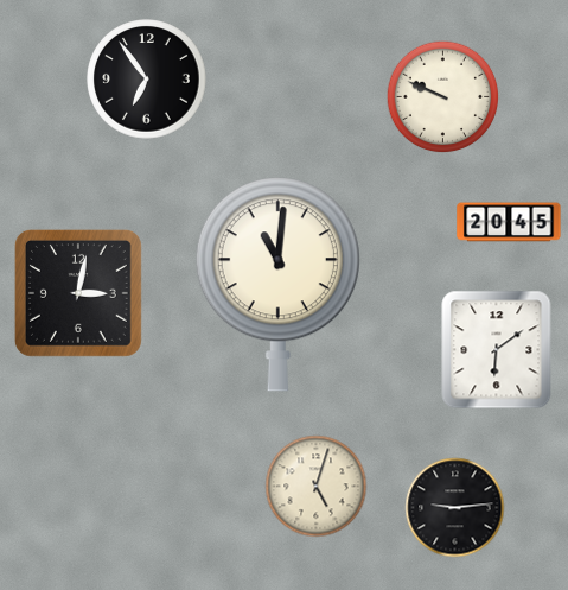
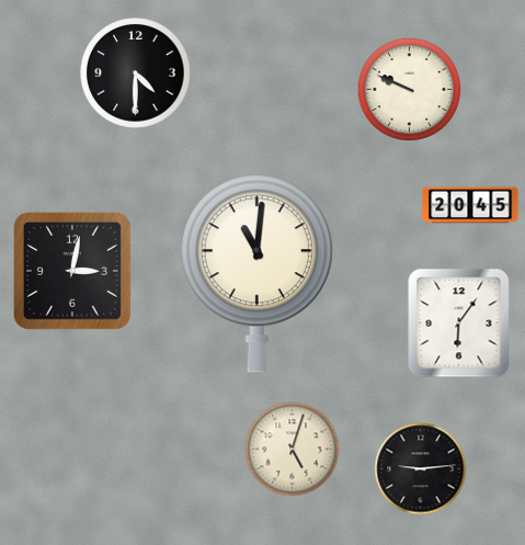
clock at (147, 80): 6:54 -> 4:30
clock at (277, 285) position: (277, 285) -> (256, 274)
clock at (497, 350): 6:09 -> 6:06
